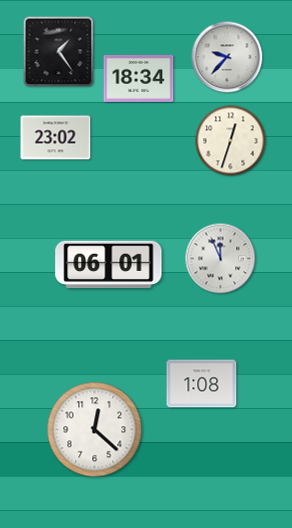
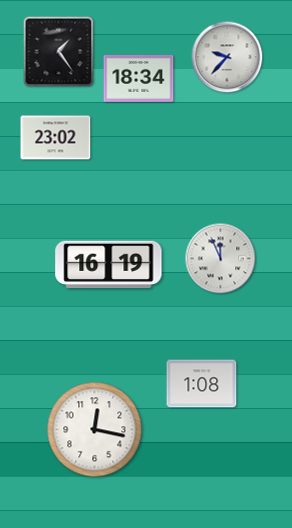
clock at (231, 141): 12:33 -> none
clock at (109, 265): 06:01 -> 16:19
clock at (95, 430): 12:22 -> 12:17
